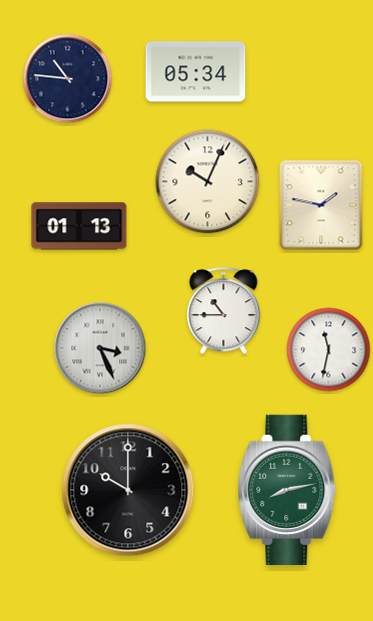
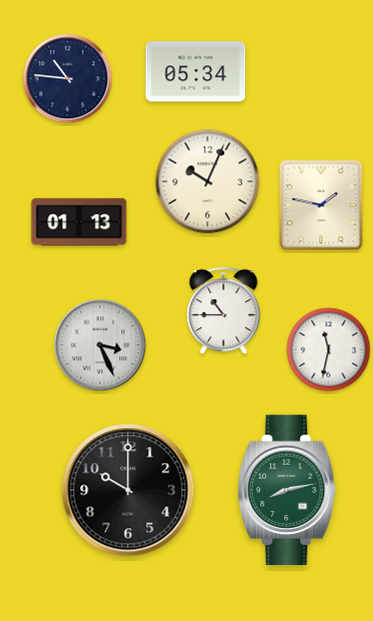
clock at (79, 226) position: (79, 226) -> (79, 222)
clock at (100, 348) position: (100, 348) -> (100, 345)
